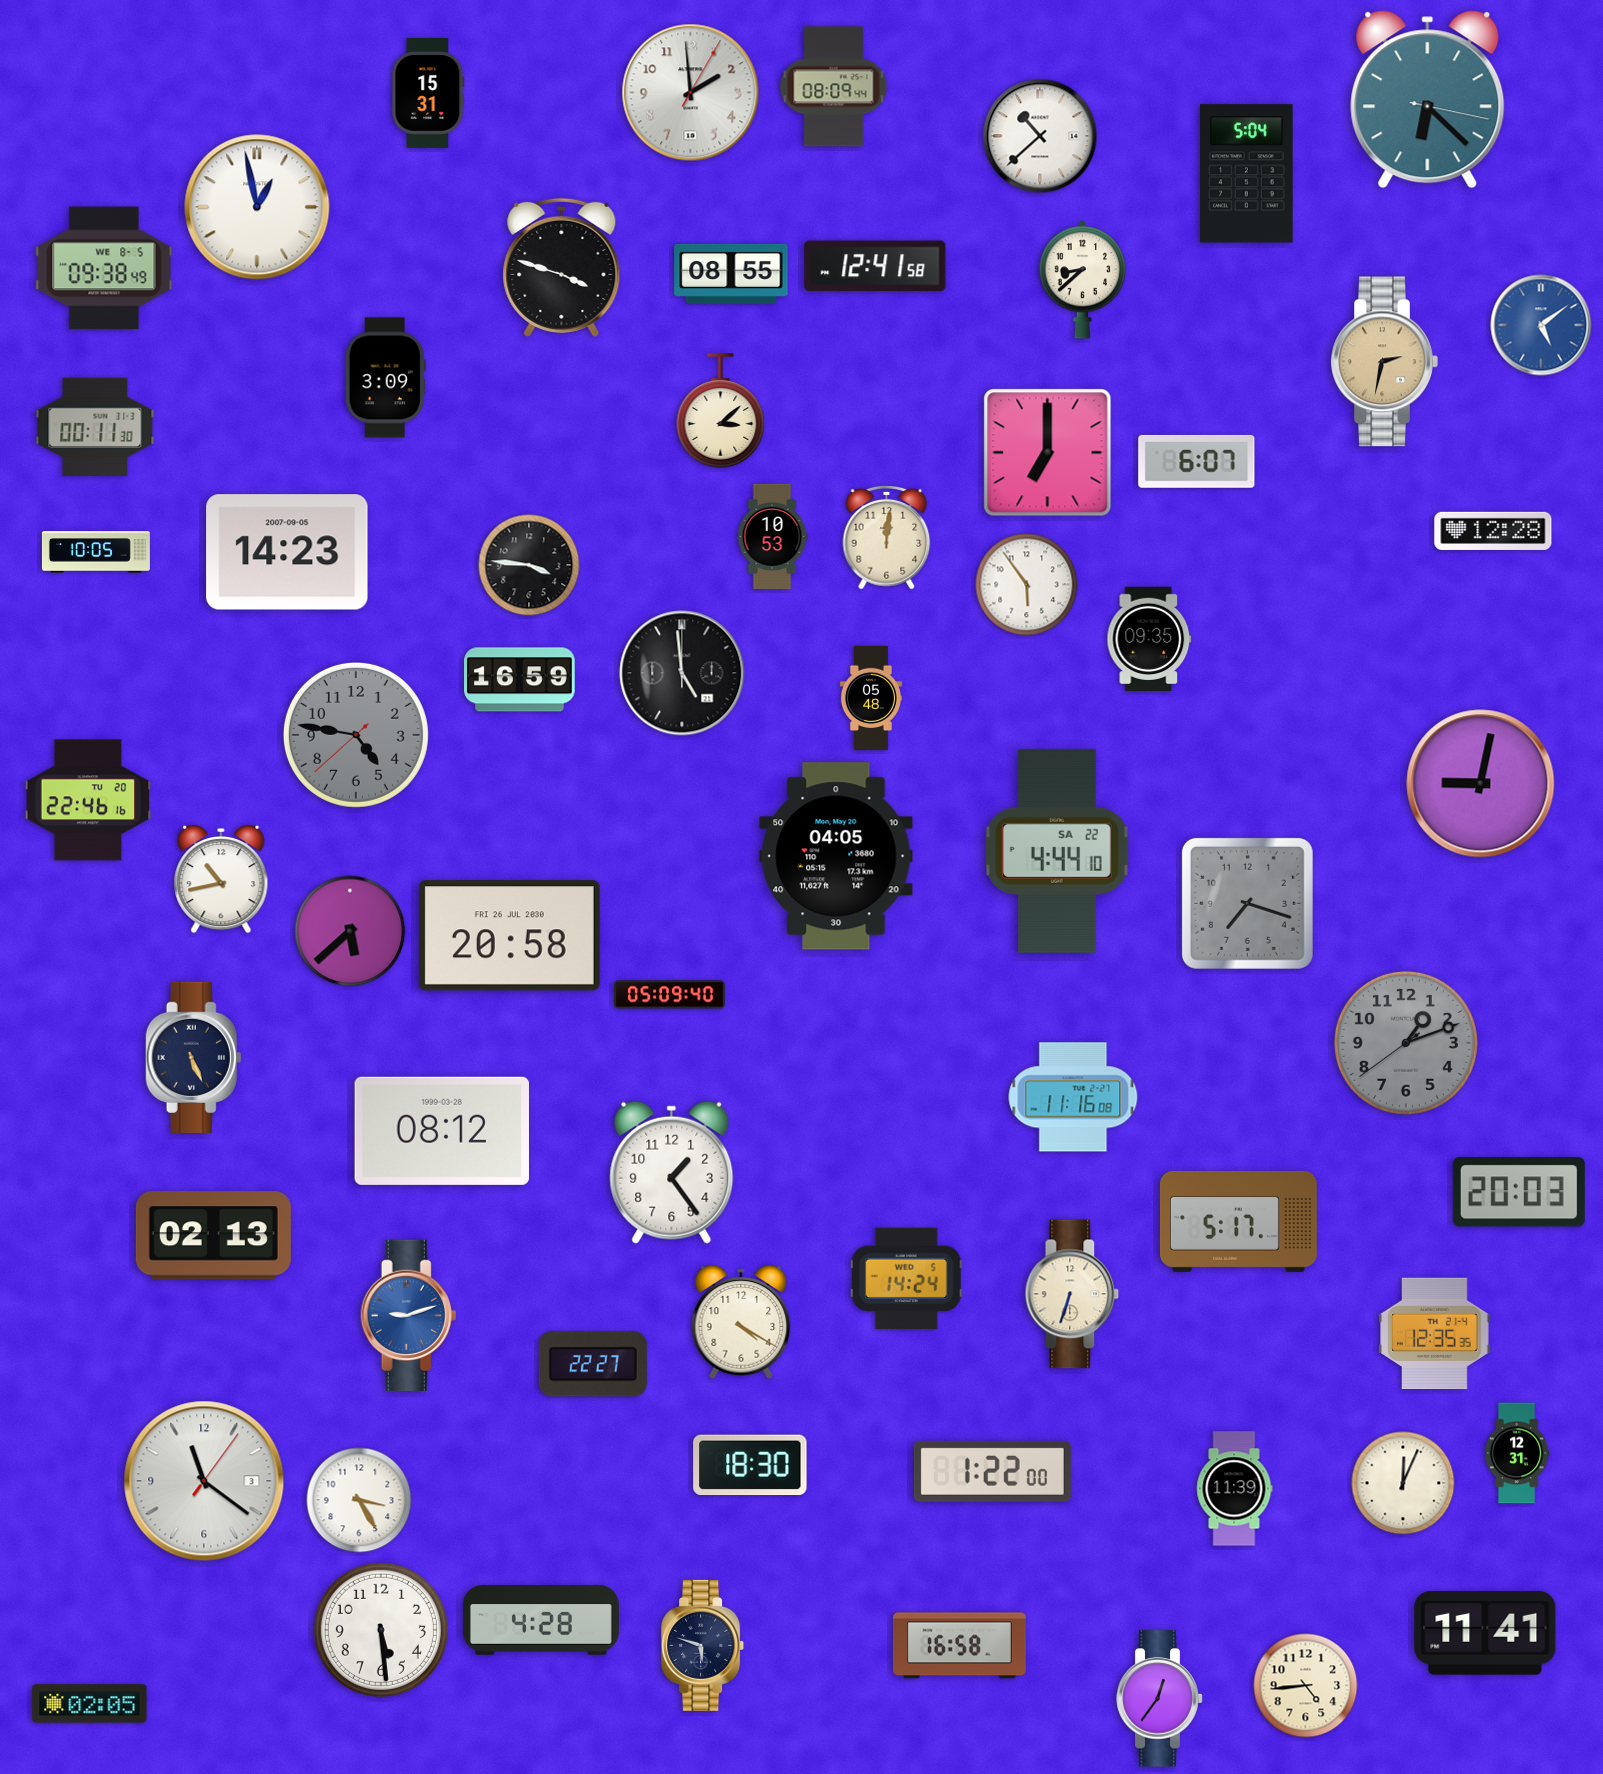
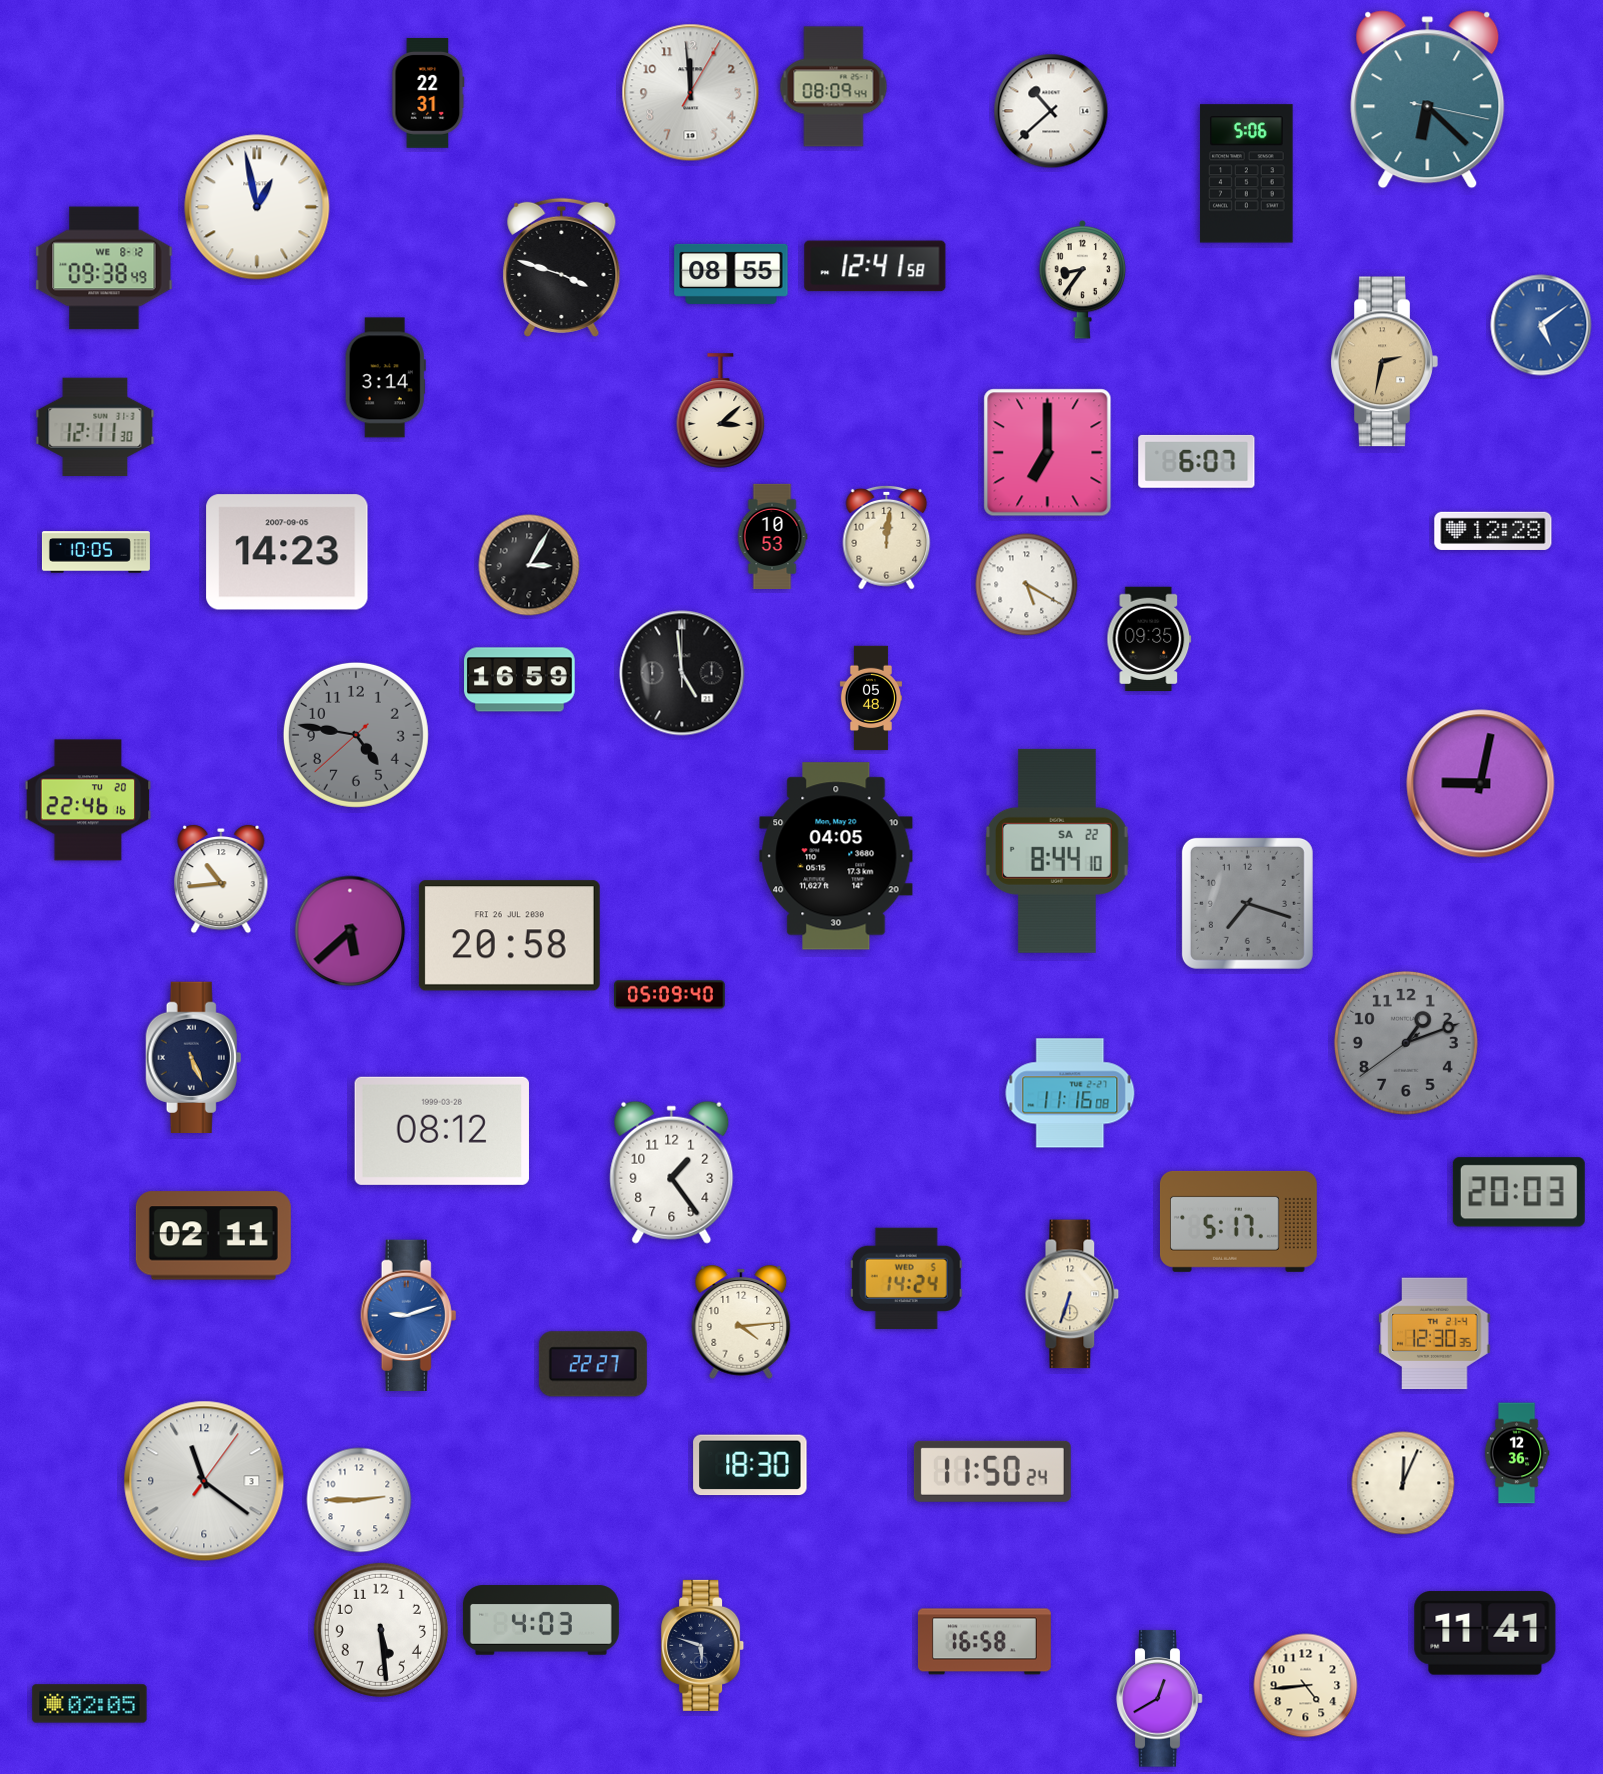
clock at (691, 93): 1:59 -> 11:59
clock at (428, 94): 15:31 -> 22:31
clock at (1040, 136) position: (1040, 136) -> (1051, 111)
clock at (1247, 174): 5:04 -> 5:06
clock at (104, 268) date: WE 8-5 -> WE 8-12
clock at (1083, 279): 8:38 -> 8:36
clock at (385, 378): 3:09 -> 3:14
clock at (95, 426): 00:11 -> 12:11
clock at (529, 565): 3:46 -> 3:05
clock at (1027, 585): 5:54 -> 5:20
clock at (1057, 851): 4:44 -> 8:44
clock at (221, 879): 10:43 -> 10:44
clock at (1073, 1097) position: (1073, 1097) -> (1070, 1093)
clock at (213, 1236): 02:13 -> 02:11
clock at (741, 1323): 4:20 -> 4:14
clock at (1435, 1334): 12:35 -> 12:30
clock at (1517, 1453): 12:31 -> 12:36
clock at (992, 1471): 1:22 -> 11:50
clock at (1234, 1489): 11:39 -> none
clock at (359, 1500): 3:25 -> 2:45
clock at (541, 1620): 4:28 -> 4:03
clock at (959, 1646) position: (959, 1646) -> (984, 1642)
clock at (1160, 1699): 12:36 -> 12:40
